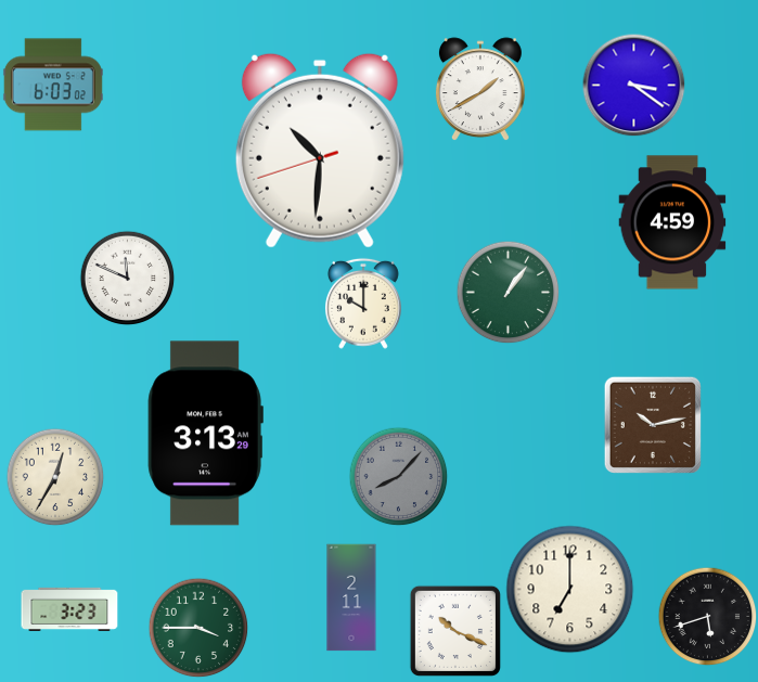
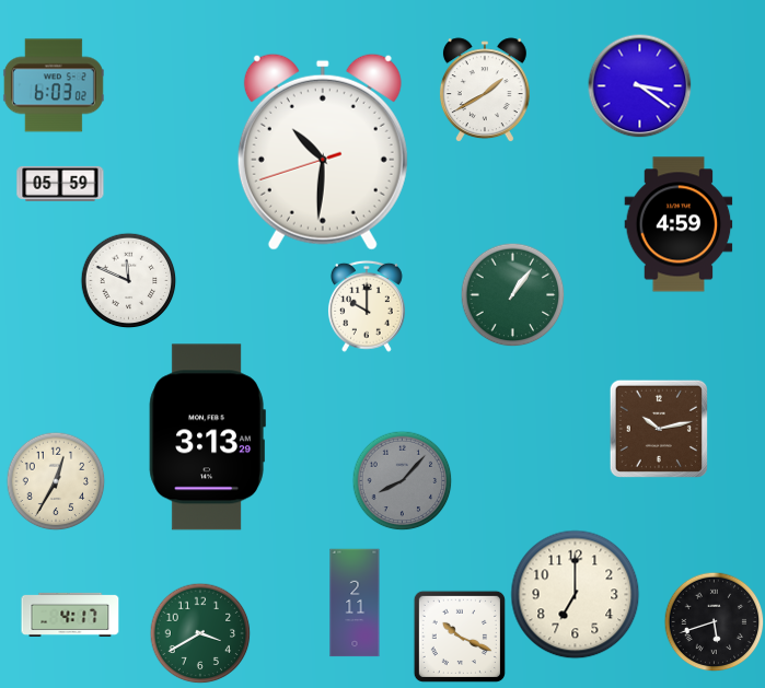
clock at (60, 184): none -> 05:59
clock at (69, 609): 3:23 -> 4:17
clock at (198, 628): 3:45 -> 3:40
